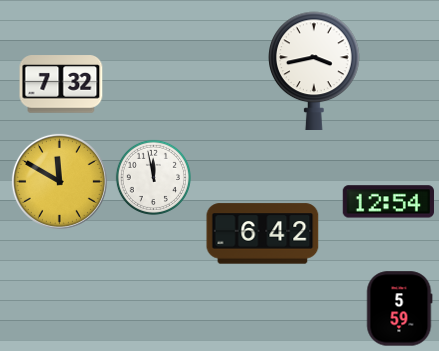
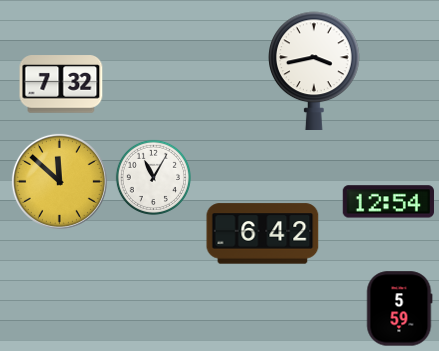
clock at (153, 177): 11:58 -> 11:05
clock at (59, 181): 11:50 -> 11:52
